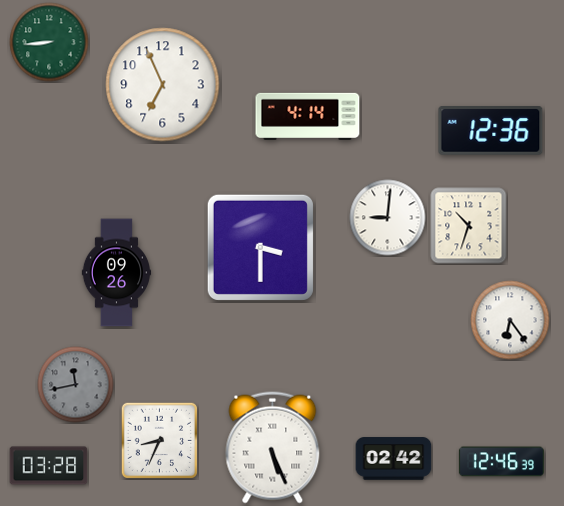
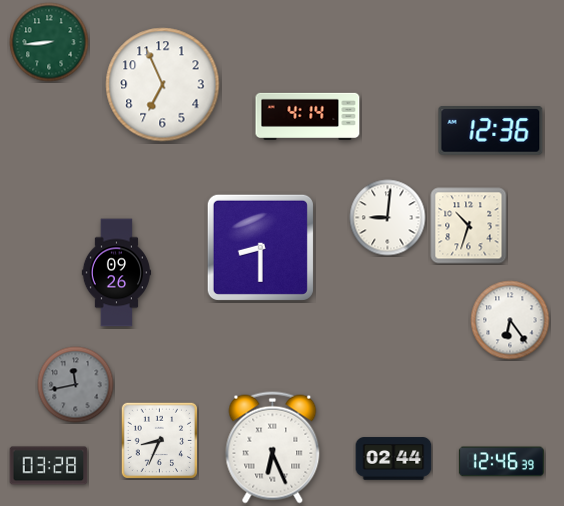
clock at (260, 247): 3:30 -> 8:30
clock at (273, 448): 5:26 -> 6:26
clock at (394, 459): 02:42 -> 02:44
